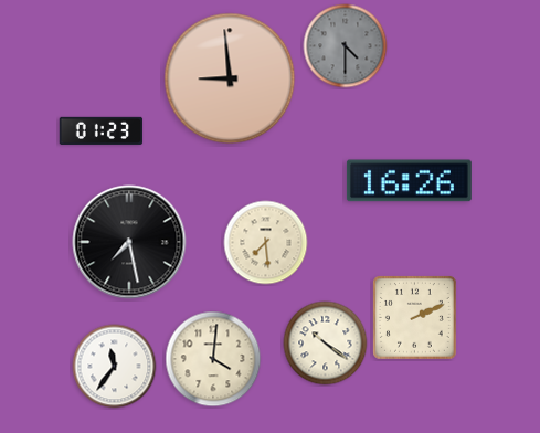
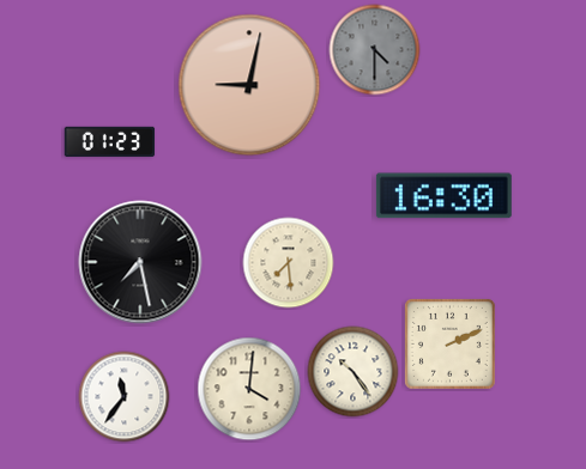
clock at (230, 78): 8:59 -> 9:02
clock at (409, 181): 16:26 -> 16:30
clock at (326, 344): 10:21 -> 10:24
clock at (213, 359) position: (213, 359) -> (249, 389)
